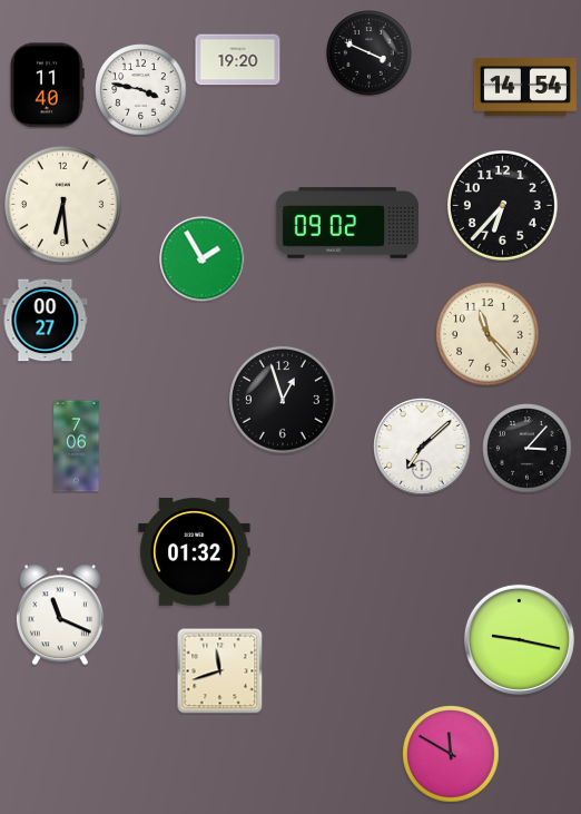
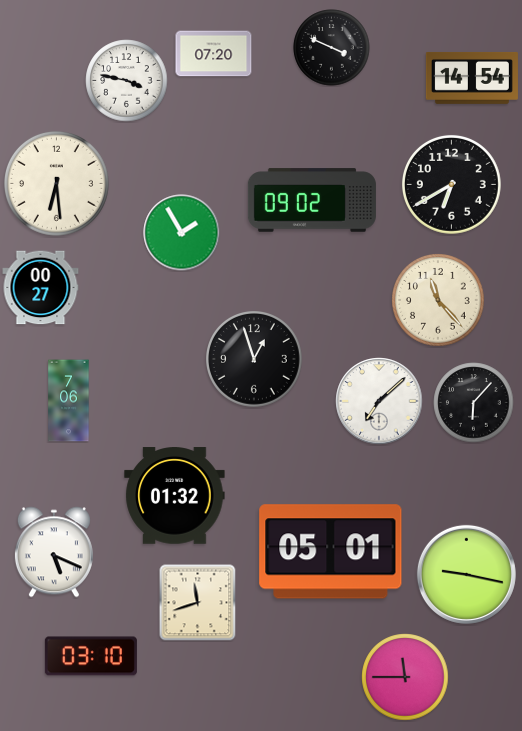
clock at (238, 60): 19:20 -> 07:20
clock at (47, 86): 11:40 -> none
clock at (503, 206): 6:37 -> 6:40
clock at (528, 449): 3:07 -> 6:07
clock at (60, 615): 11:19 -> 5:19
clock at (331, 552): none -> 05:01
clock at (91, 656): none -> 03:10
clock at (451, 754): 11:50 -> 11:45
